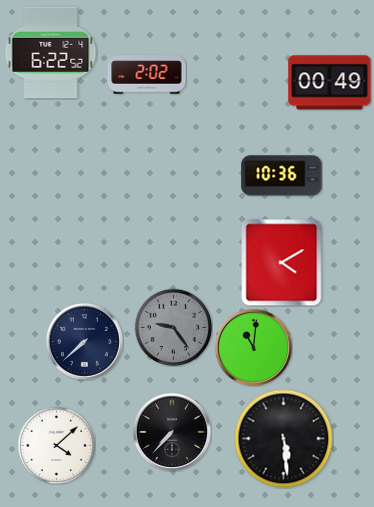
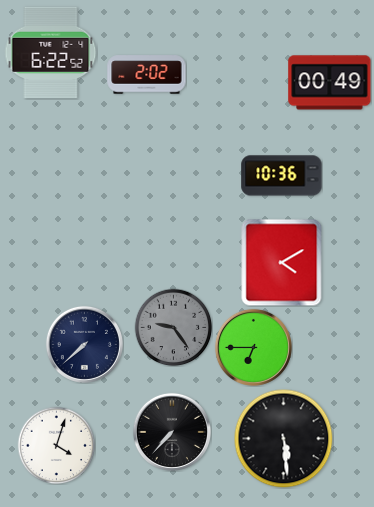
clock at (84, 341) position: (84, 341) -> (84, 344)
clock at (253, 347): 11:01 -> 6:45
clock at (56, 445): 4:08 -> 4:03
